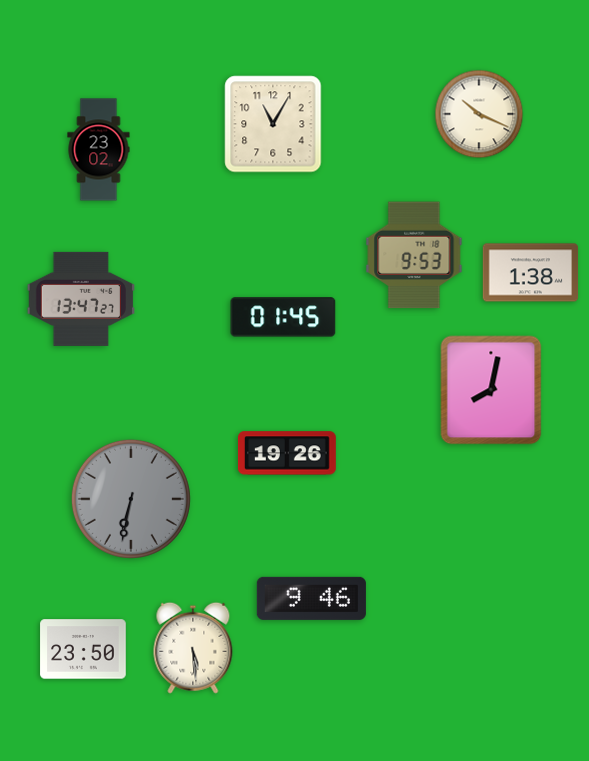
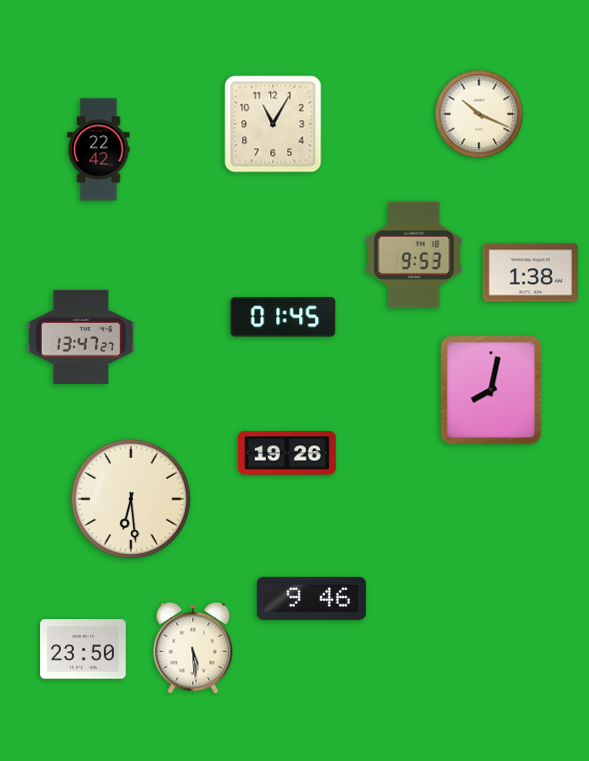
clock at (99, 150): 23:02 -> 22:42
clock at (81, 299) position: (81, 299) -> (81, 337)
clock at (131, 499): 6:32 -> 6:29
clock at (131, 499) dial: grey -> cream
